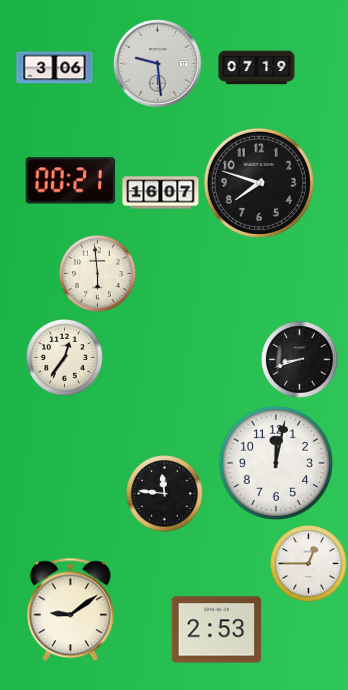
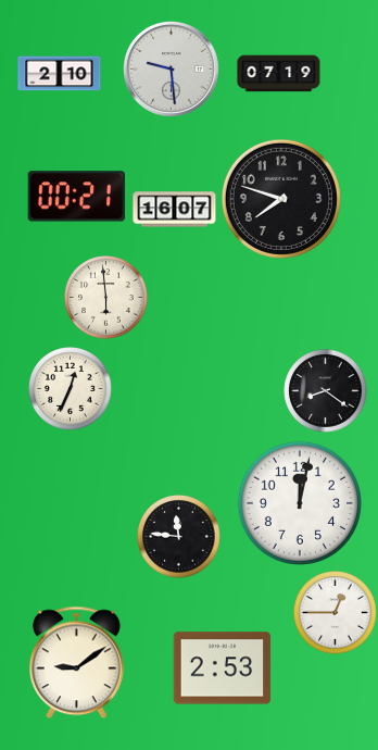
clock at (55, 68): 3:06 -> 2:10
clock at (65, 358): 12:36 -> 12:34
clock at (300, 360): 8:42 -> 8:21
clock at (217, 630) position: (217, 630) -> (223, 668)
